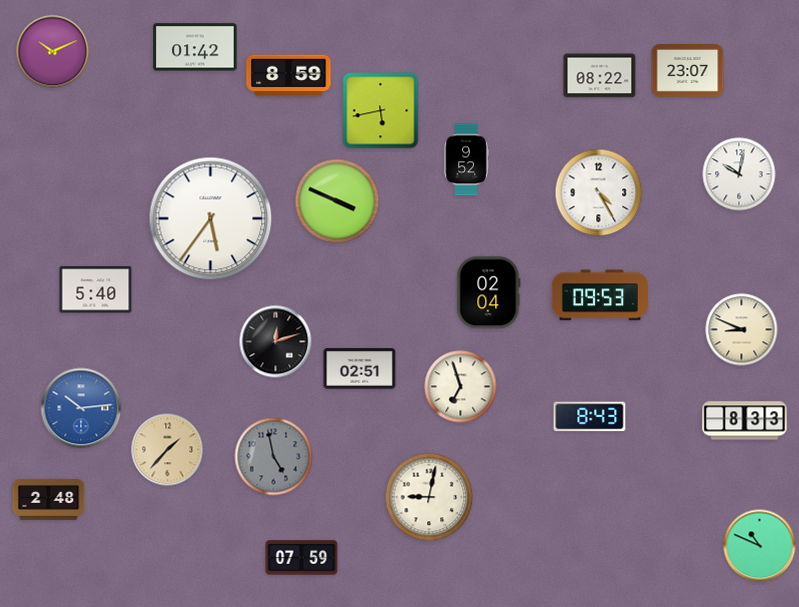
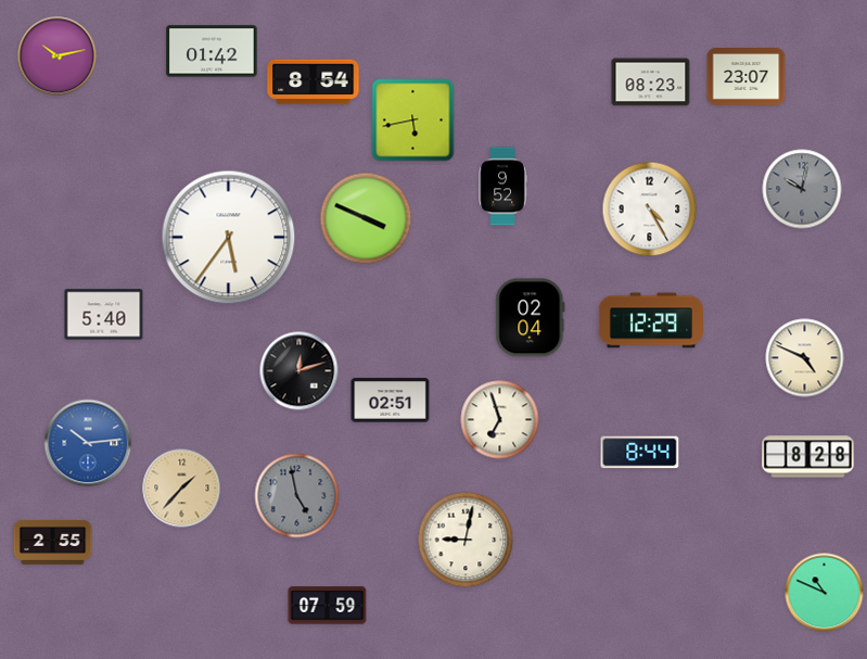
clock at (53, 52): 10:11 -> 10:13
clock at (289, 76): 8:59 -> 8:54
clock at (600, 76): 08:22 -> 08:23
clock at (466, 160) position: (466, 160) -> (502, 187)
clock at (739, 174) dial: white -> grey
clock at (600, 295): 09:53 -> 12:29
clock at (742, 330): 8:49 -> 4:49
clock at (590, 417): 8:43 -> 8:44
clock at (745, 421): 8:33 -> 8:28
clock at (49, 499): 2:48 -> 2:55
